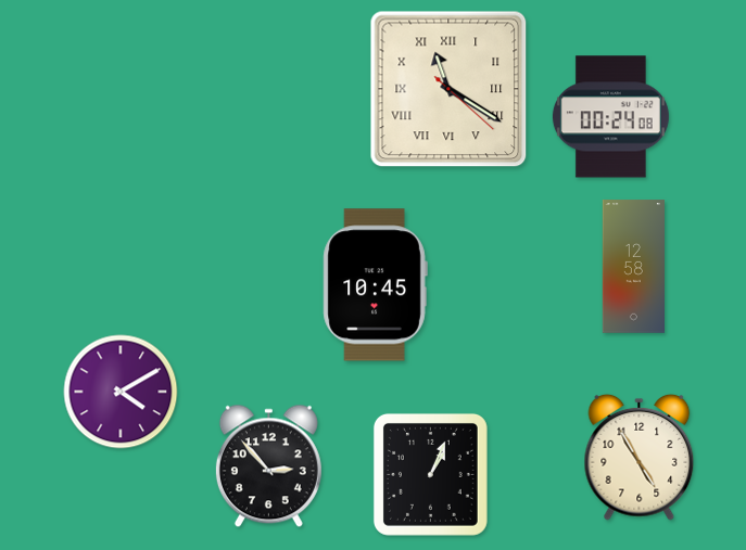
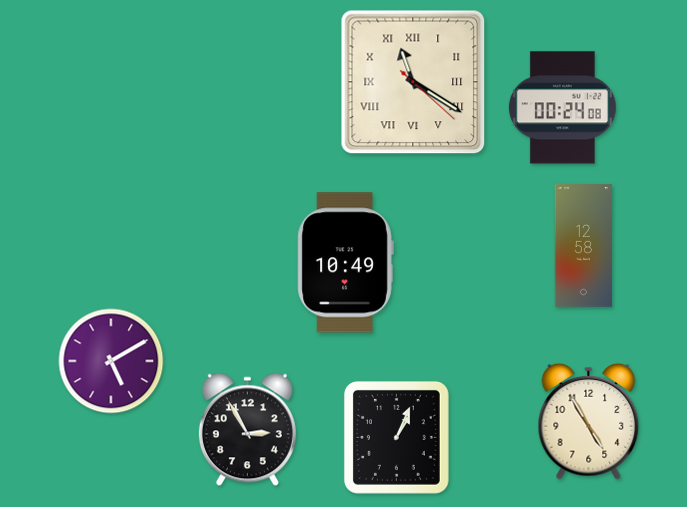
clock at (375, 285): 10:45 -> 10:49
clock at (121, 392): 4:10 -> 5:10
clock at (268, 466): 2:53 -> 2:55
